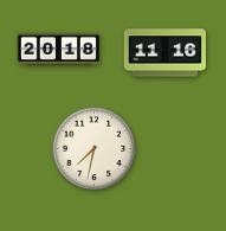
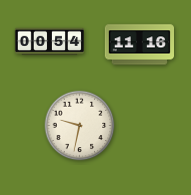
clock at (58, 50): 20:18 -> 00:54
clock at (95, 149): 7:32 -> 9:32
